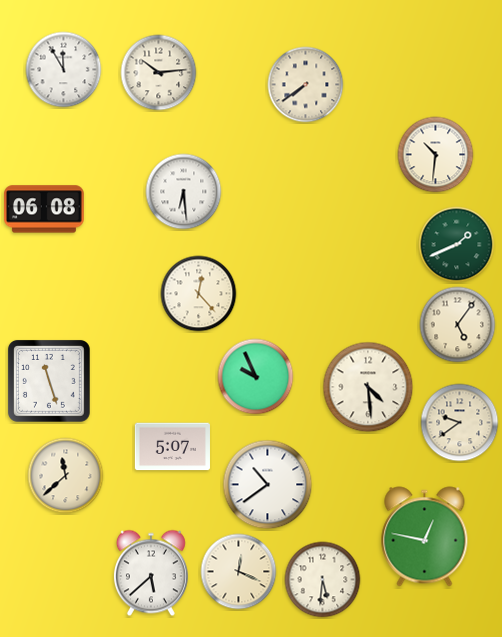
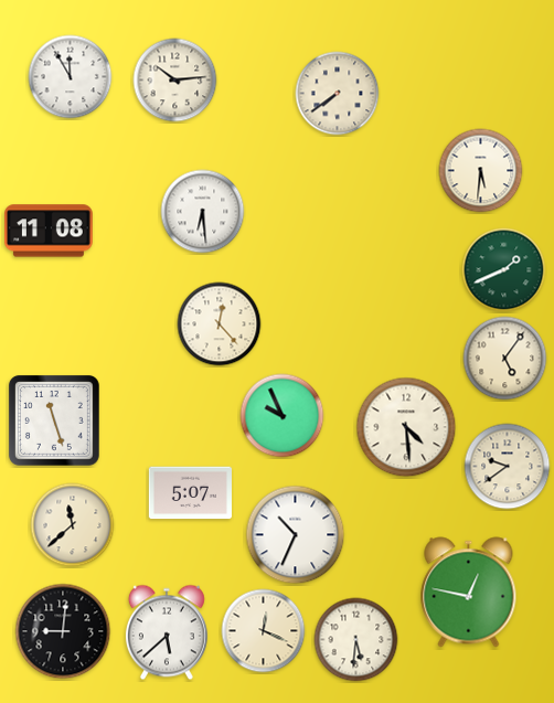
clock at (436, 155): 10:31 -> 5:31
clock at (45, 209): 06:08 -> 11:08
clock at (268, 485): 10:39 -> 10:34
clock at (63, 631): none -> 9:01
